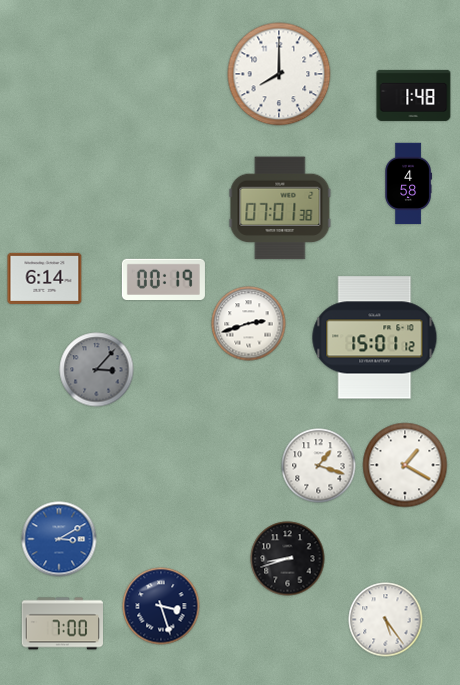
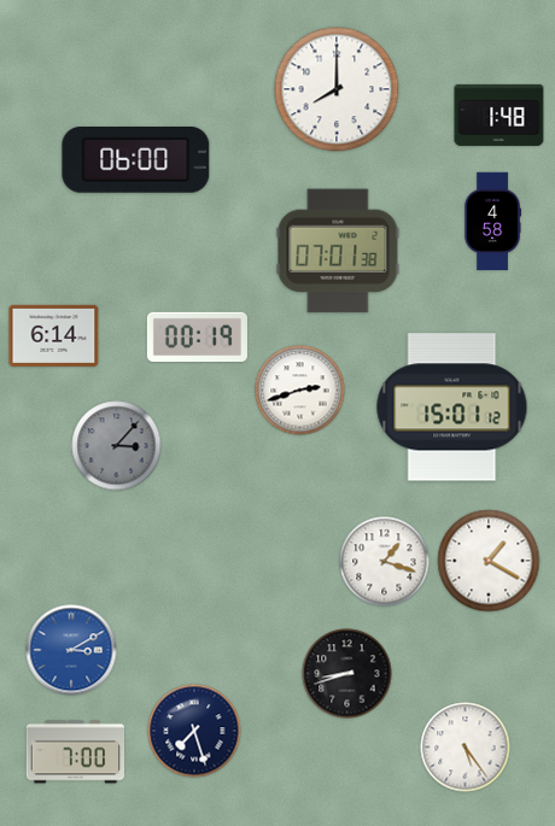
clock at (136, 160): none -> 06:00
clock at (161, 606): 3:27 -> 7:27
